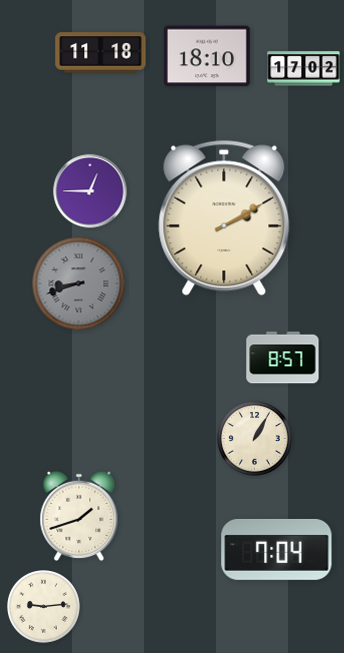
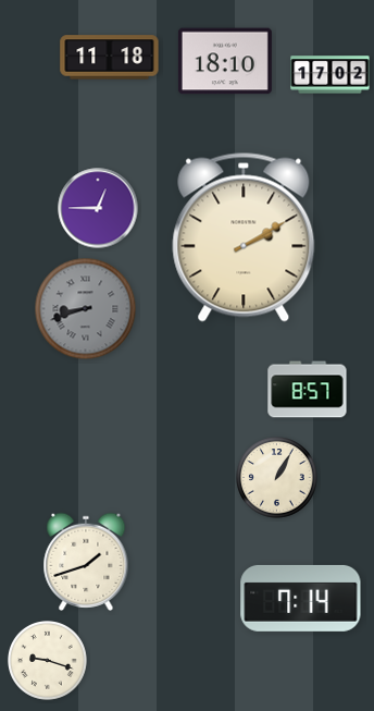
clock at (277, 549): 7:04 -> 7:14
clock at (44, 607): 9:14 -> 9:18
